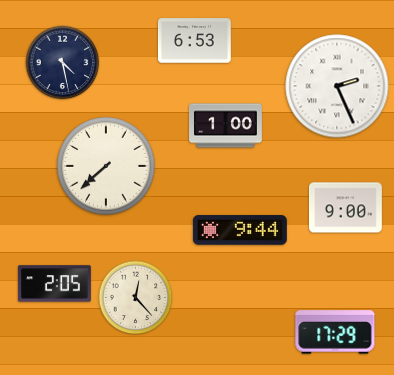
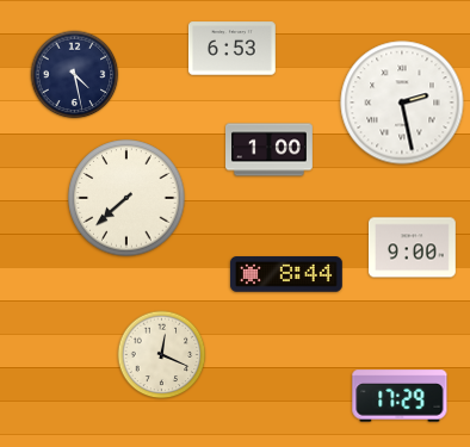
clock at (337, 86): 2:26 -> 2:28
clock at (240, 230): 9:44 -> 8:44
clock at (54, 284): 2:05 -> none
clock at (136, 298): 12:23 -> 12:19
